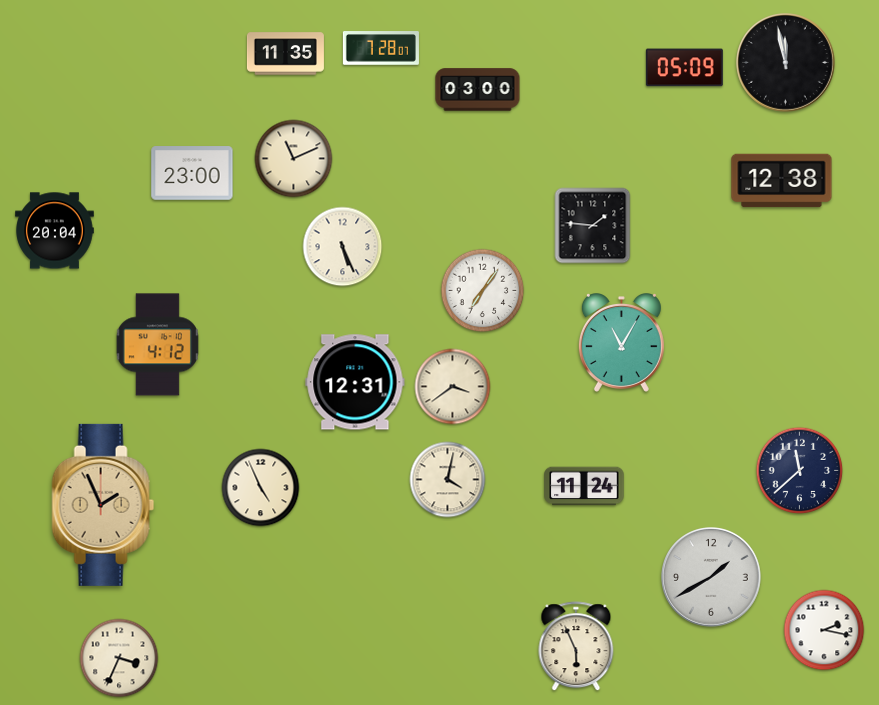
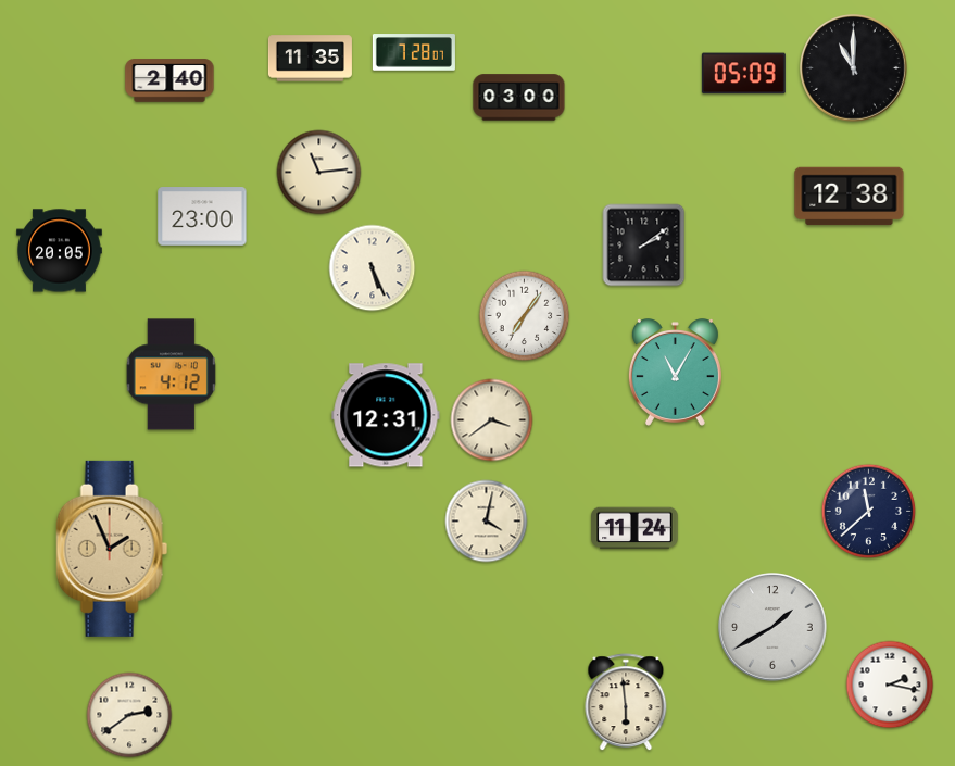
clock at (786, 63): 11:58 -> 11:00
clock at (169, 80): none -> 2:40
clock at (294, 159): 11:11 -> 11:14
clock at (192, 173) position: (192, 173) -> (202, 216)
clock at (593, 226): 1:46 -> 2:09
clock at (55, 231): 20:04 -> 20:05
clock at (261, 488): 4:56 -> none
clock at (824, 630) position: (824, 630) -> (890, 685)
clock at (576, 647): 5:56 -> 5:59
clock at (119, 658): 3:34 -> 2:39
